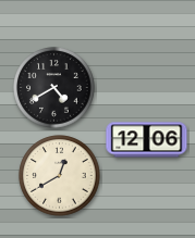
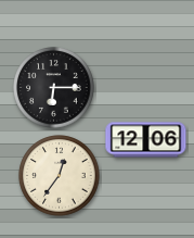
clock at (54, 88): 4:40 -> 6:15
clock at (60, 176): 12:40 -> 12:36
